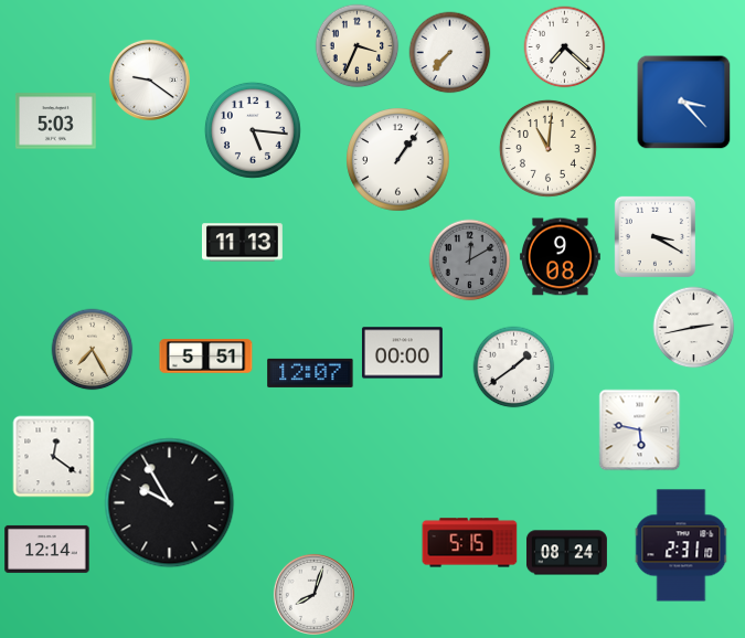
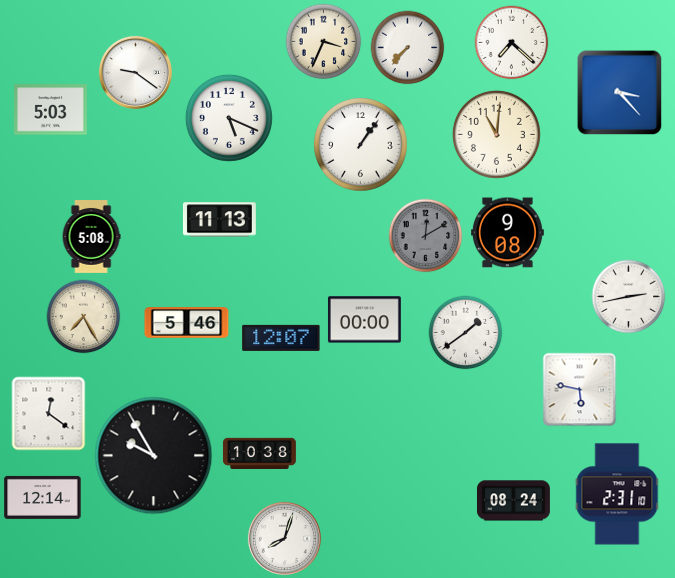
clock at (253, 130): 5:16 -> 5:19
clock at (654, 236): 3:20 -> none
clock at (91, 237): none -> 5:08
clock at (206, 357): 5:51 -> 5:46
clock at (259, 453): none -> 10:38
clock at (470, 543): 5:15 -> none
